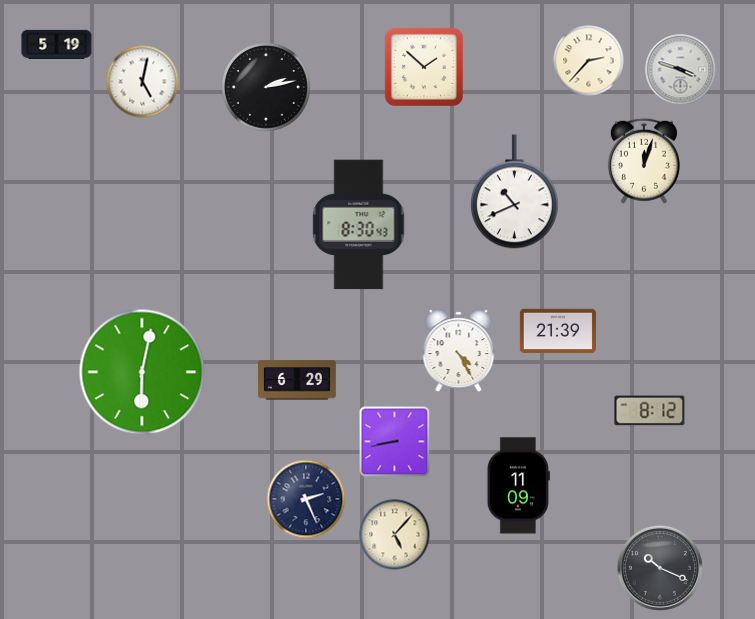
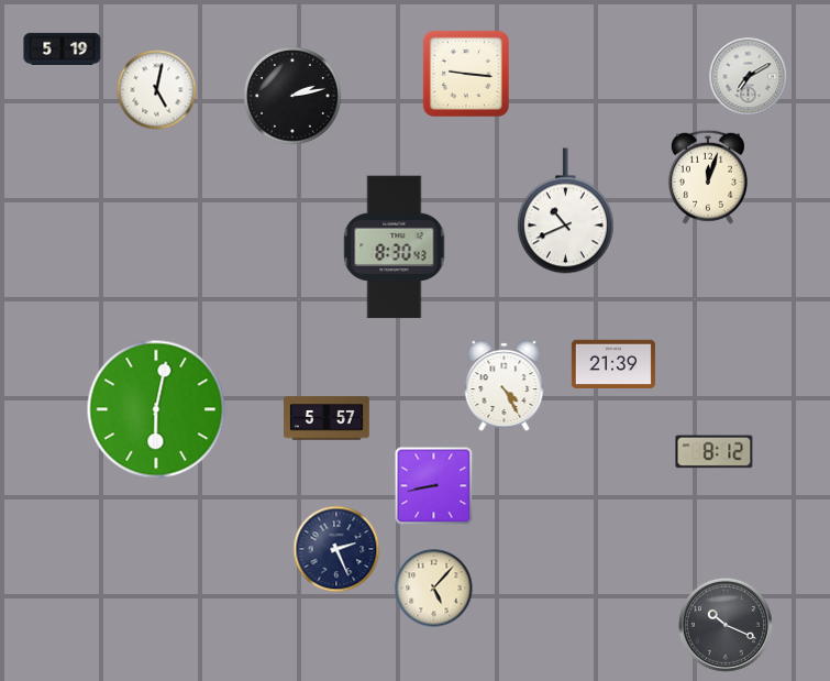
clock at (589, 61): 2:37 -> none
clock at (424, 67): 1:52 -> 9:16
clock at (681, 70): 3:48 -> 7:10
clock at (298, 380): 6:29 -> 5:57
clock at (518, 486): 11:09 -> none
